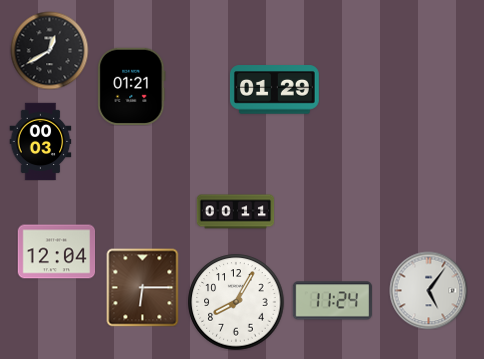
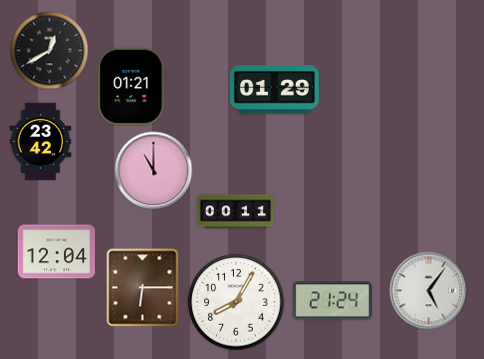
clock at (41, 141): 00:03 -> 23:42
clock at (153, 170): none -> 11:00
clock at (332, 301): 11:24 -> 21:24
